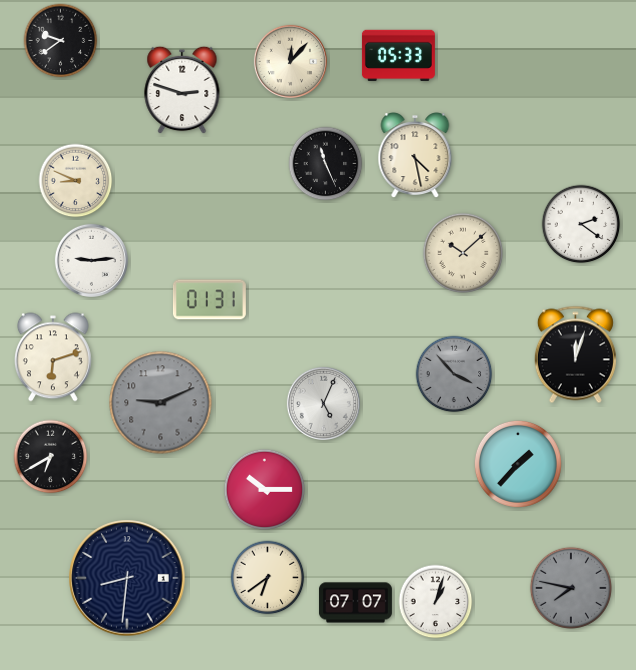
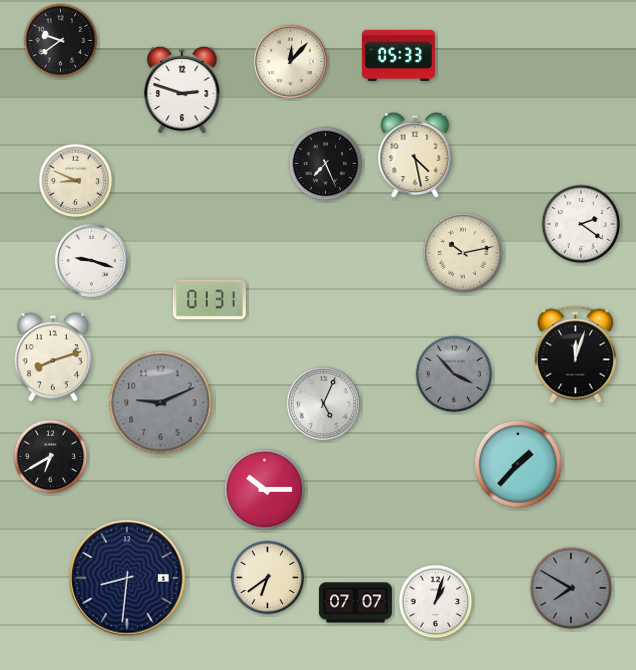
clock at (326, 164): 11:26 -> 7:26
clock at (463, 253): 10:08 -> 10:13
clock at (91, 260): 9:14 -> 9:18
clock at (53, 357): 6:12 -> 8:12
clock at (570, 587): 7:47 -> 7:50
